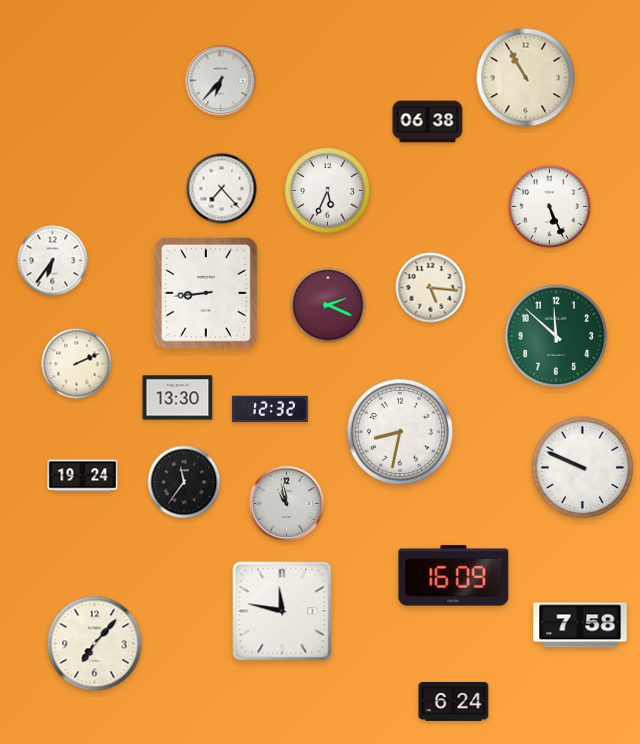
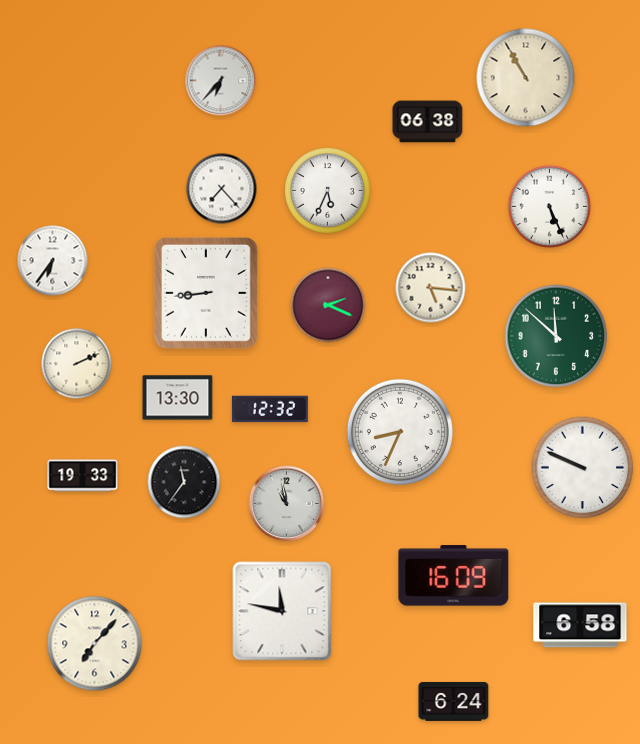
clock at (400, 432): 8:32 -> 8:34
clock at (83, 476): 19:24 -> 19:33
clock at (580, 625): 7:58 -> 6:58
